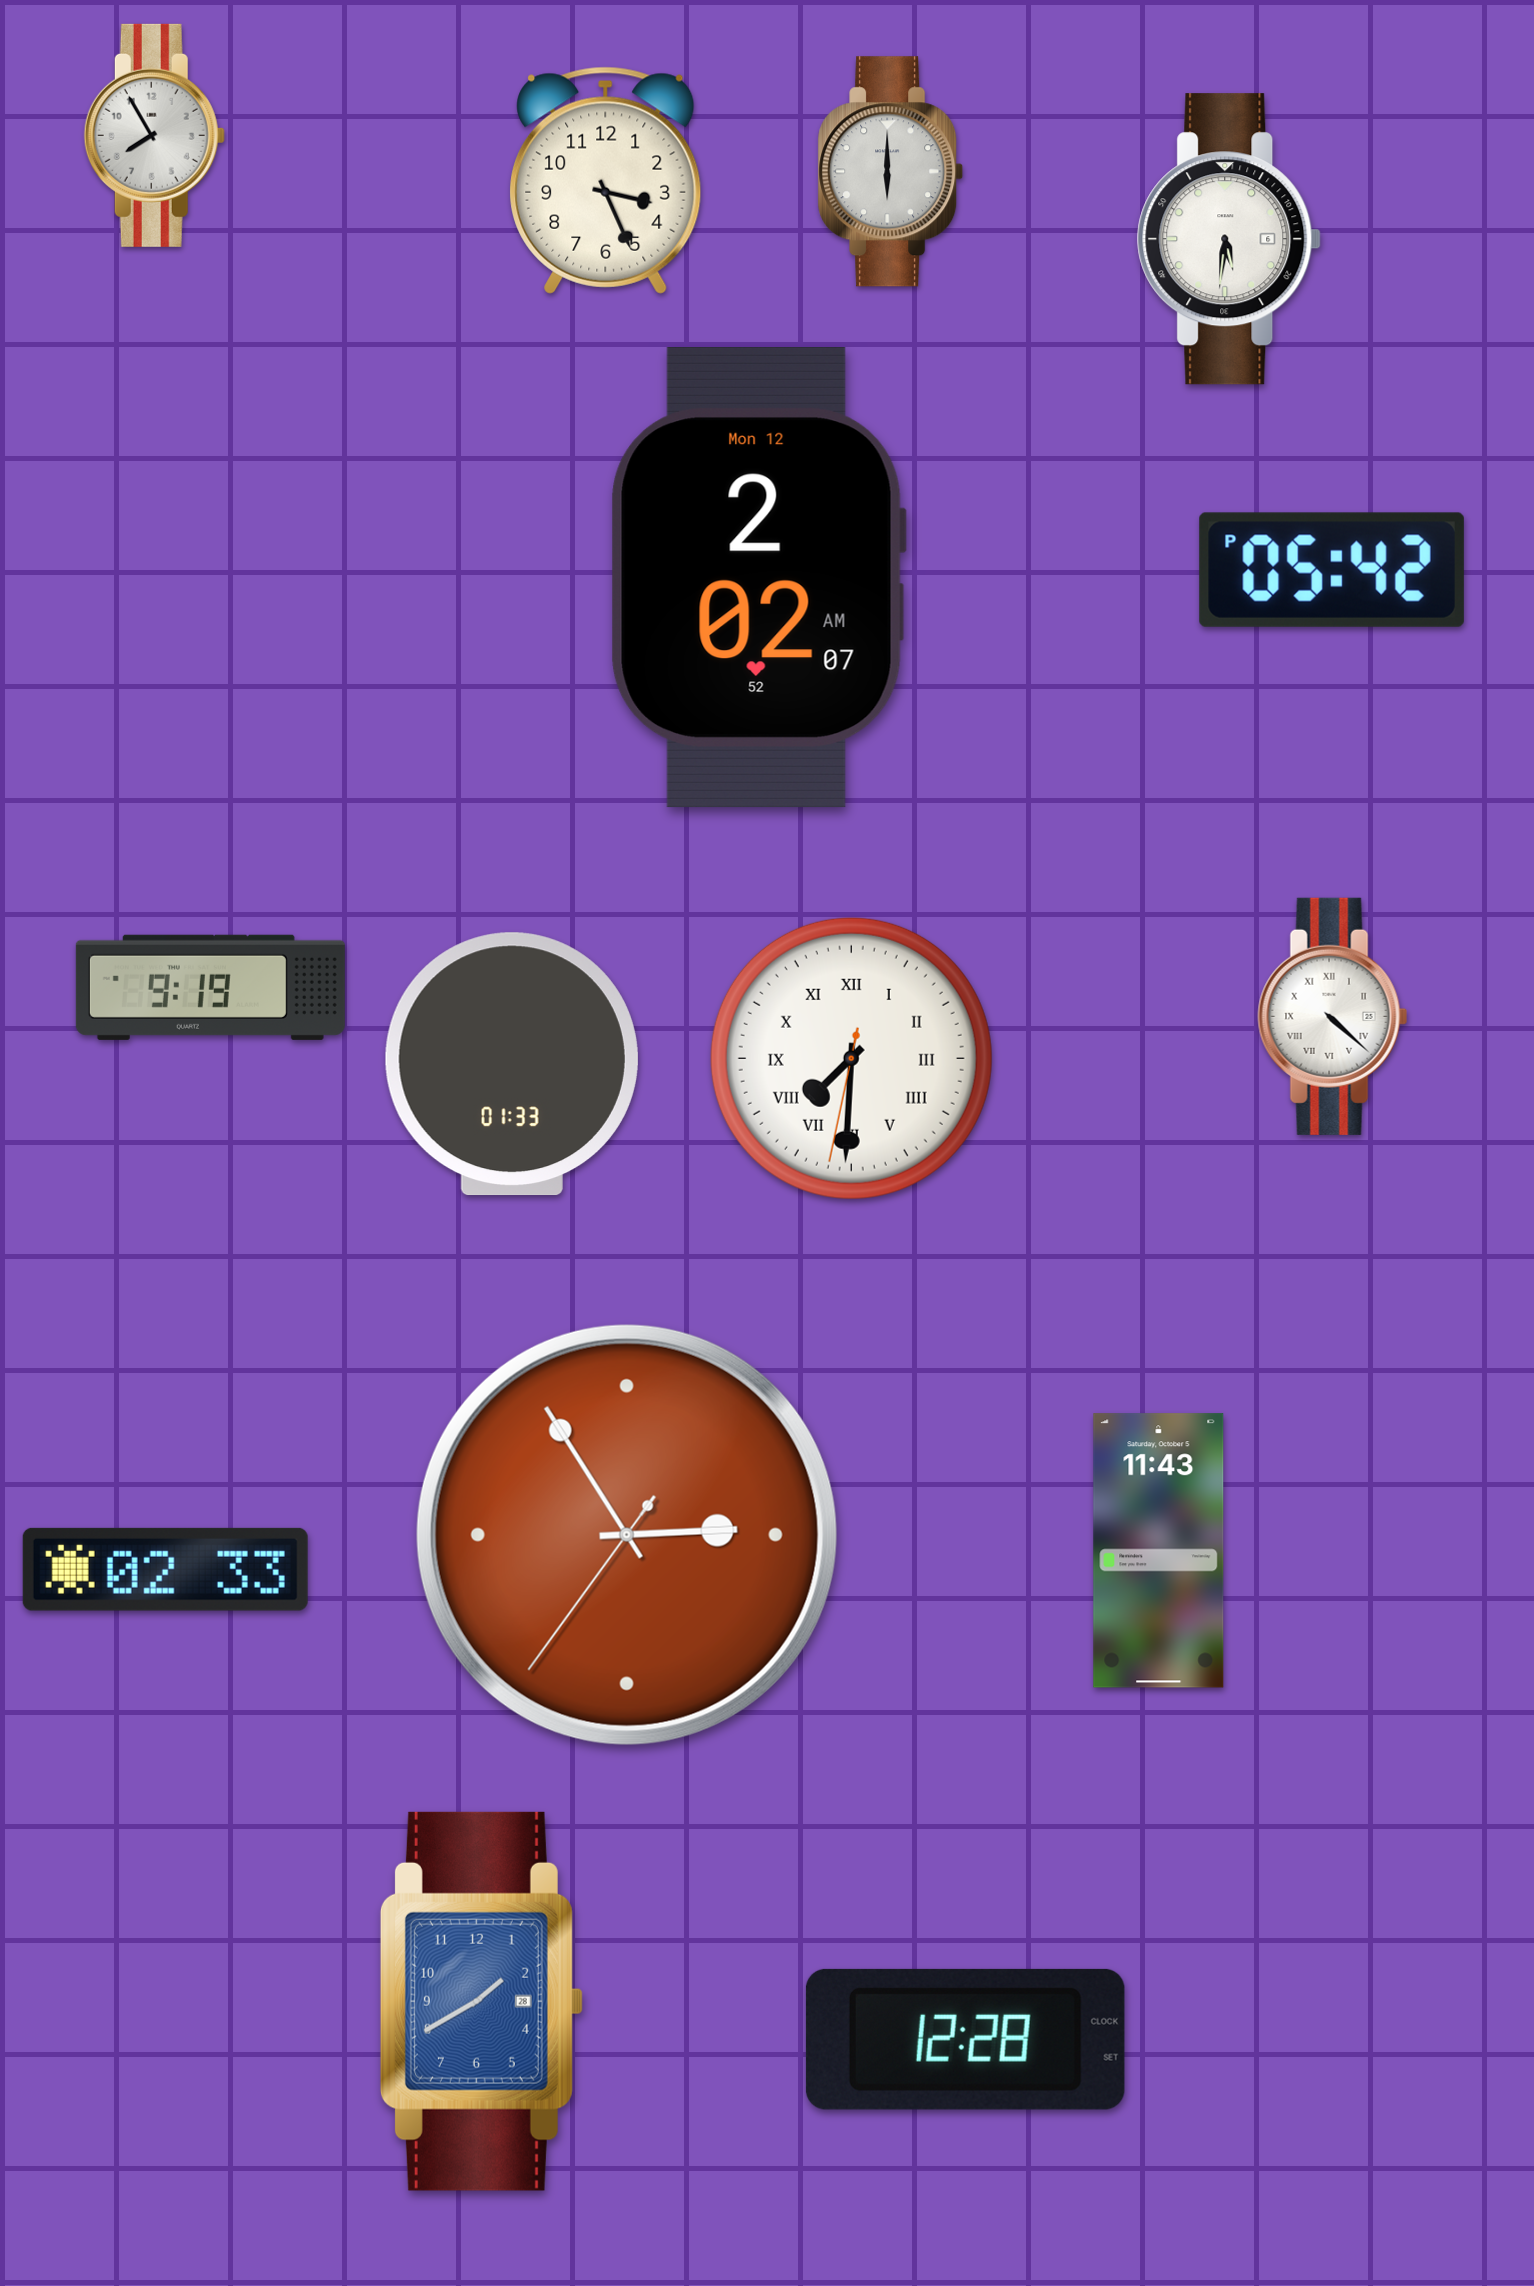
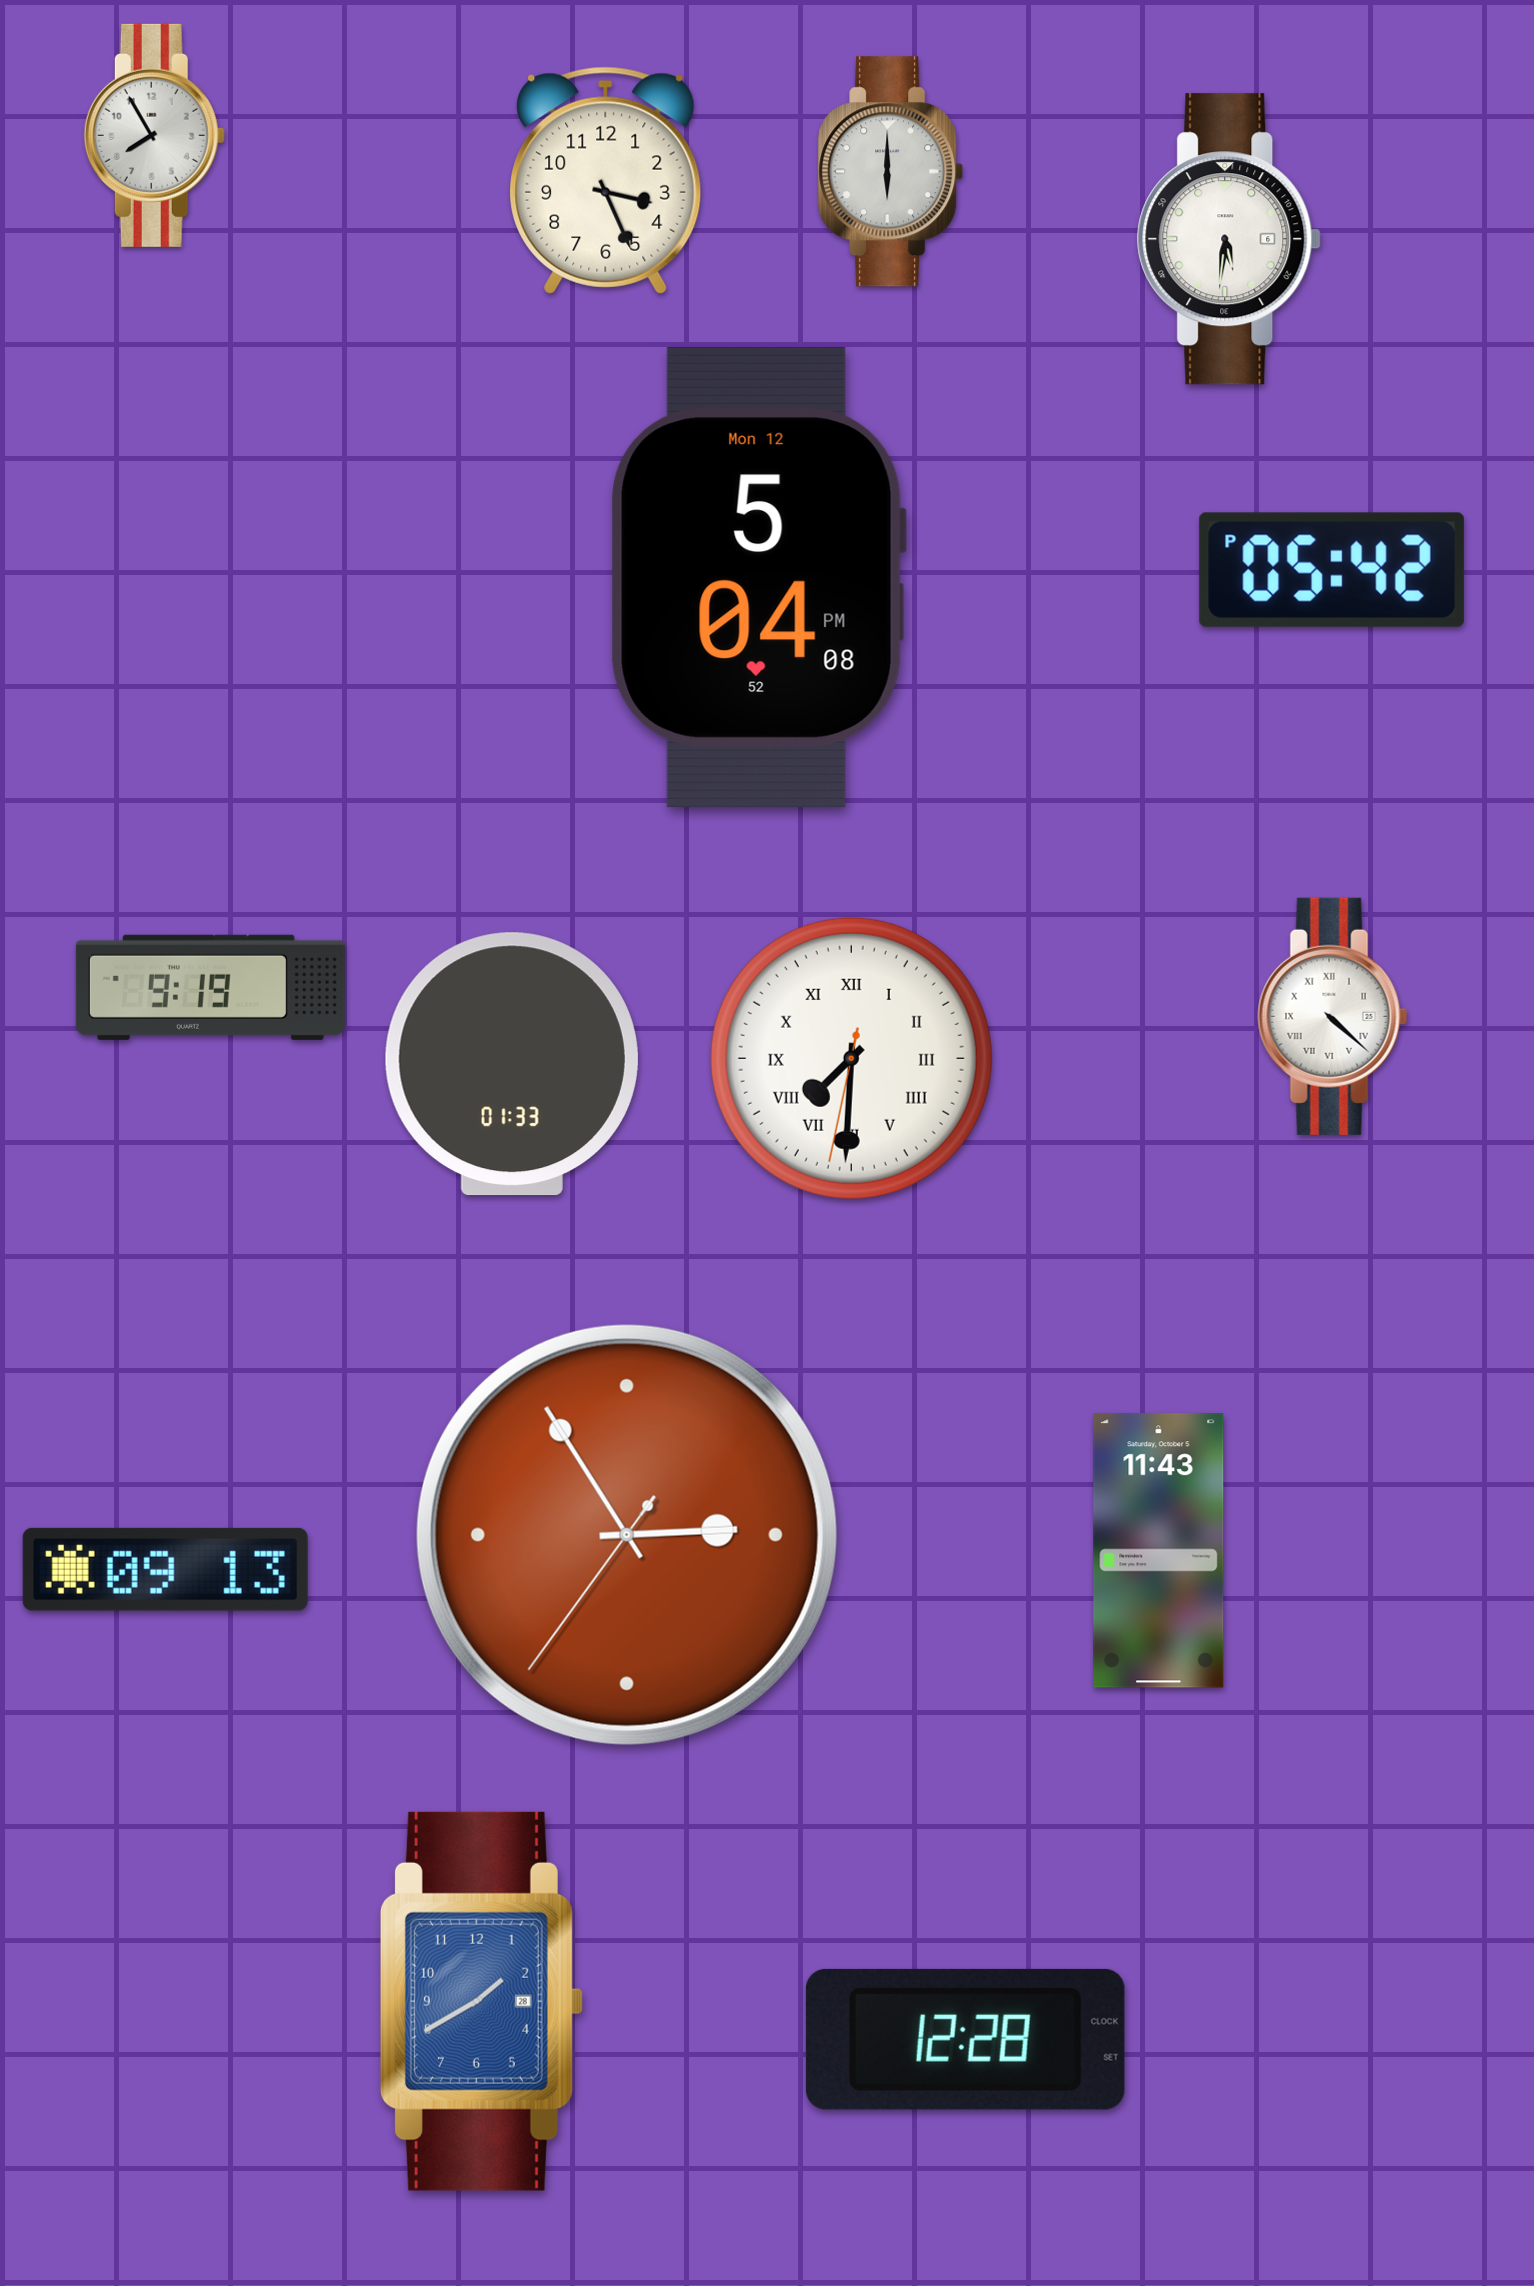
clock at (758, 578): 2:02 -> 5:04
clock at (165, 1569): 02:33 -> 09:13
